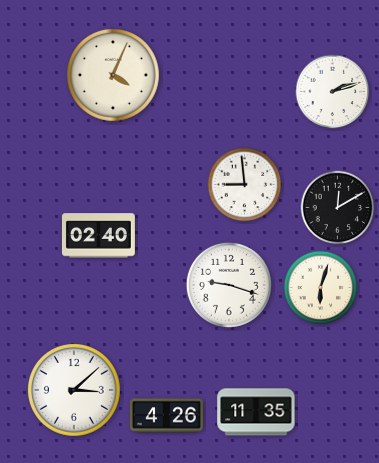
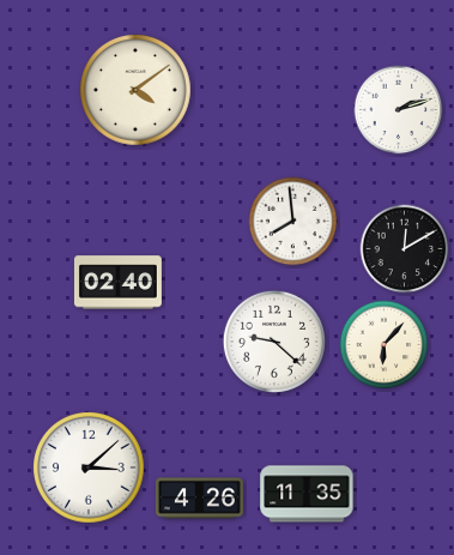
clock at (114, 76): 4:04 -> 4:09
clock at (245, 185): 8:59 -> 7:59
clock at (229, 285): 9:18 -> 9:22
clock at (321, 288): 6:03 -> 6:07
